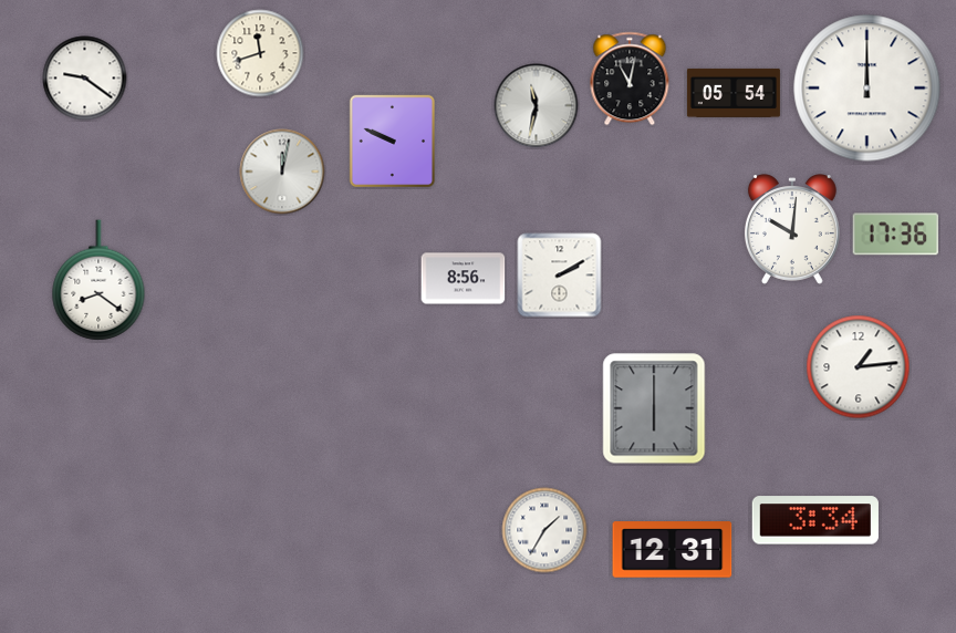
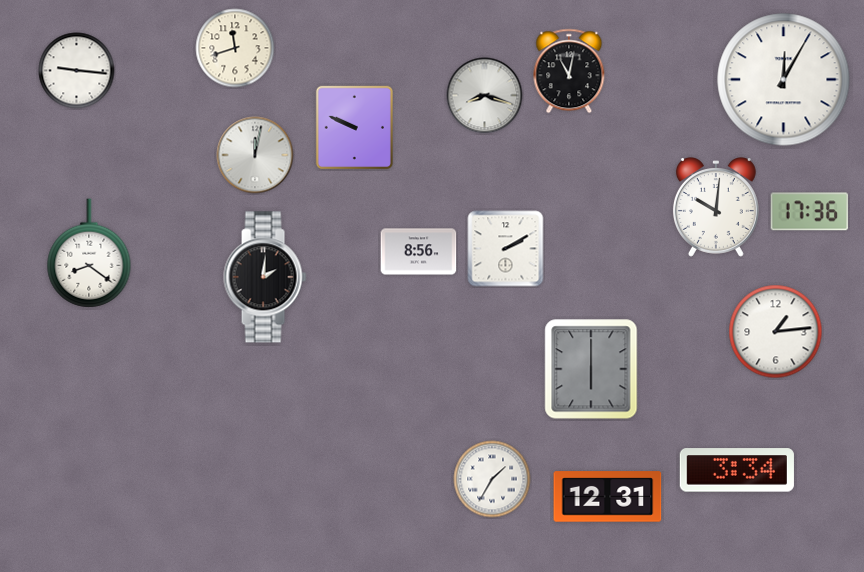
clock at (85, 79): 9:21 -> 9:16
clock at (867, 89): 12:00 -> 12:05
clock at (734, 93): 05:54 -> none
clock at (537, 106): 11:32 -> 8:18
clock at (265, 277): none -> 2:01
